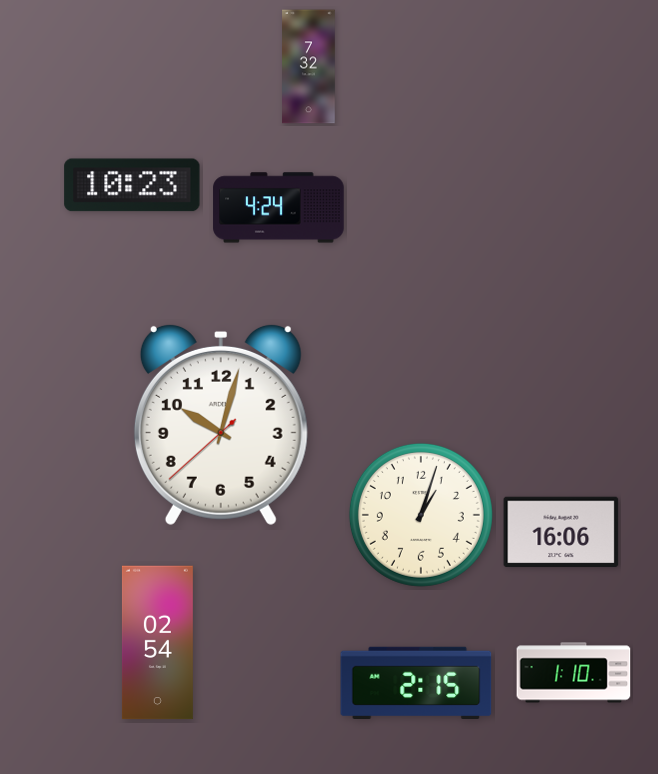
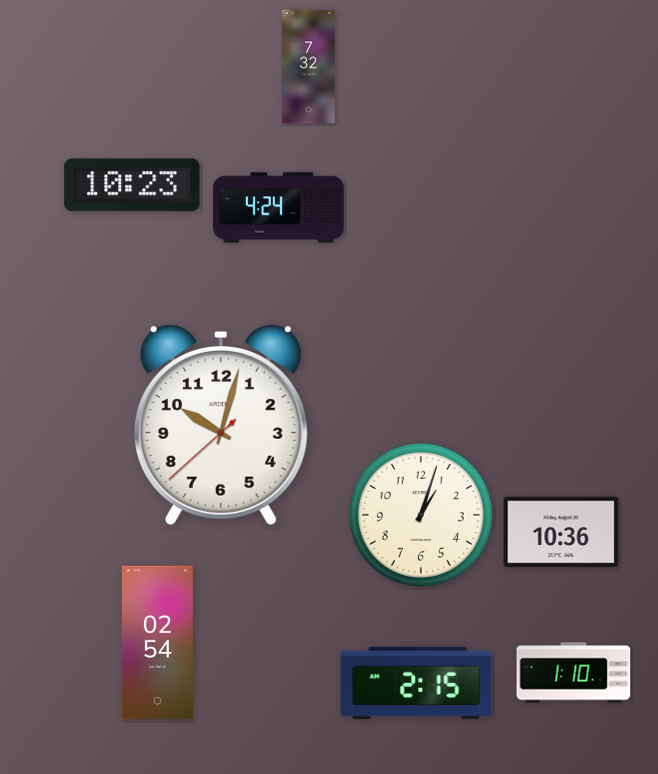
clock at (561, 532): 16:06 -> 10:36
